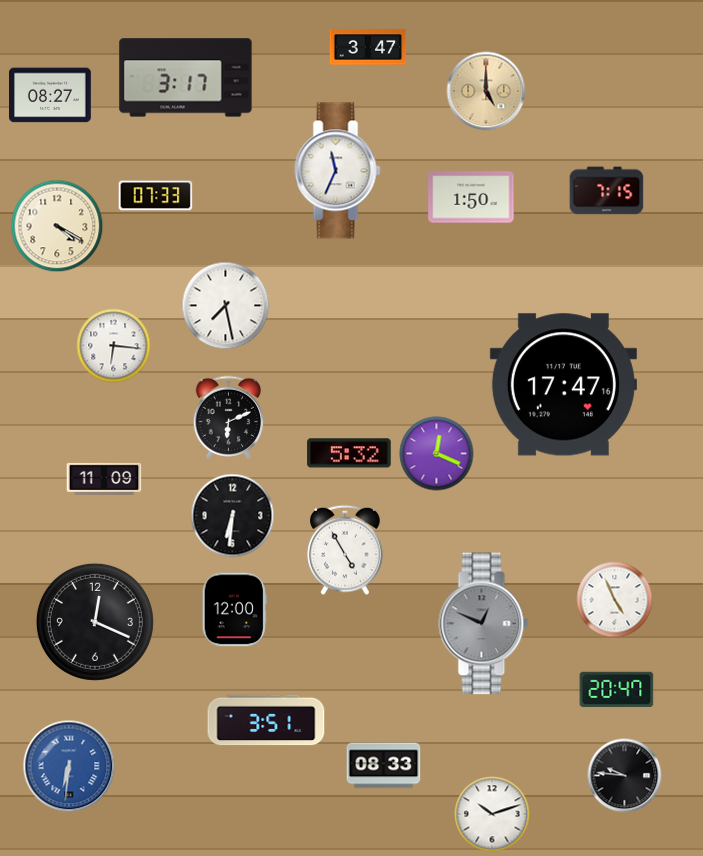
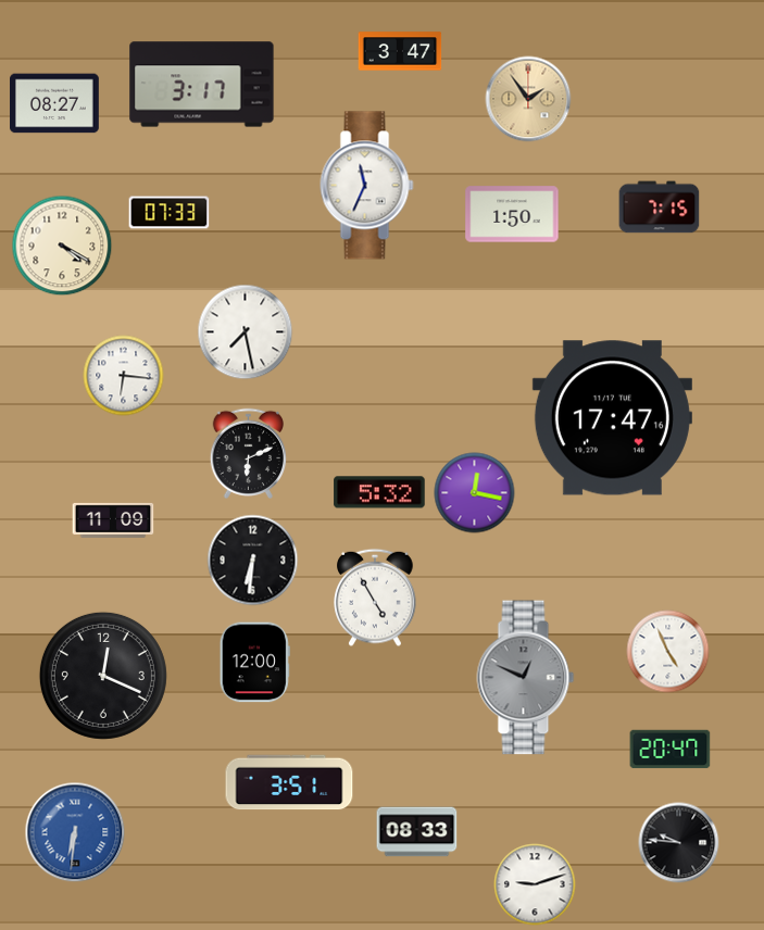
clock at (486, 91): 5:00 -> 1:54
clock at (437, 454): 12:19 -> 12:17
clock at (492, 814): 10:12 -> 9:12
